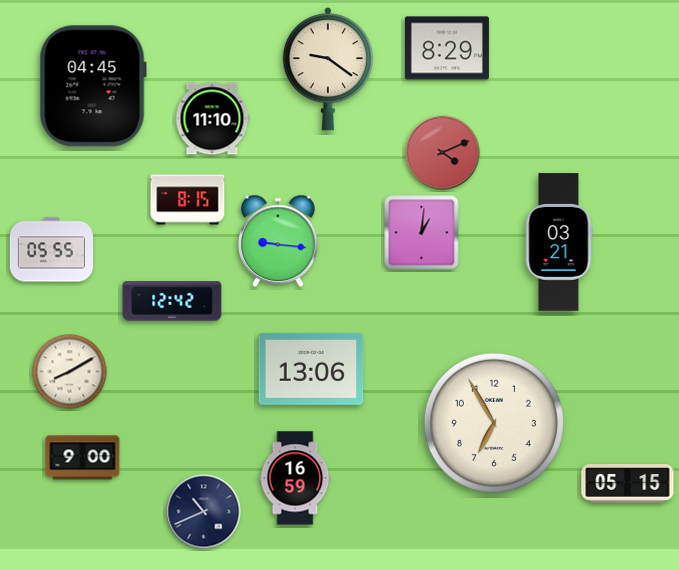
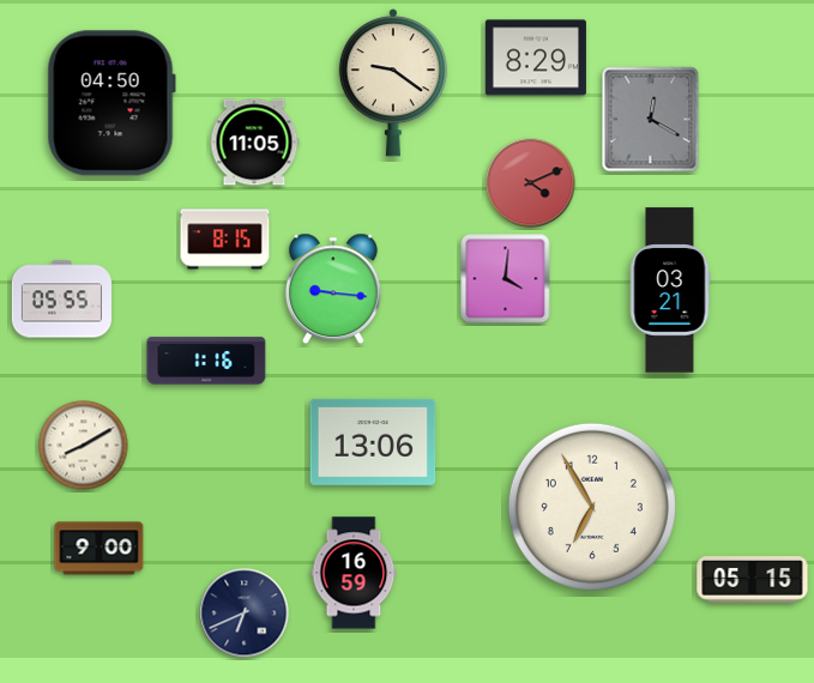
clock at (93, 86): 04:45 -> 04:50
clock at (651, 120): none -> 12:20
clock at (212, 119): 11:10 -> 11:05
clock at (422, 233): 1:01 -> 4:01
clock at (172, 301): 12:42 -> 1:16
clock at (204, 512): 10:41 -> 6:41
